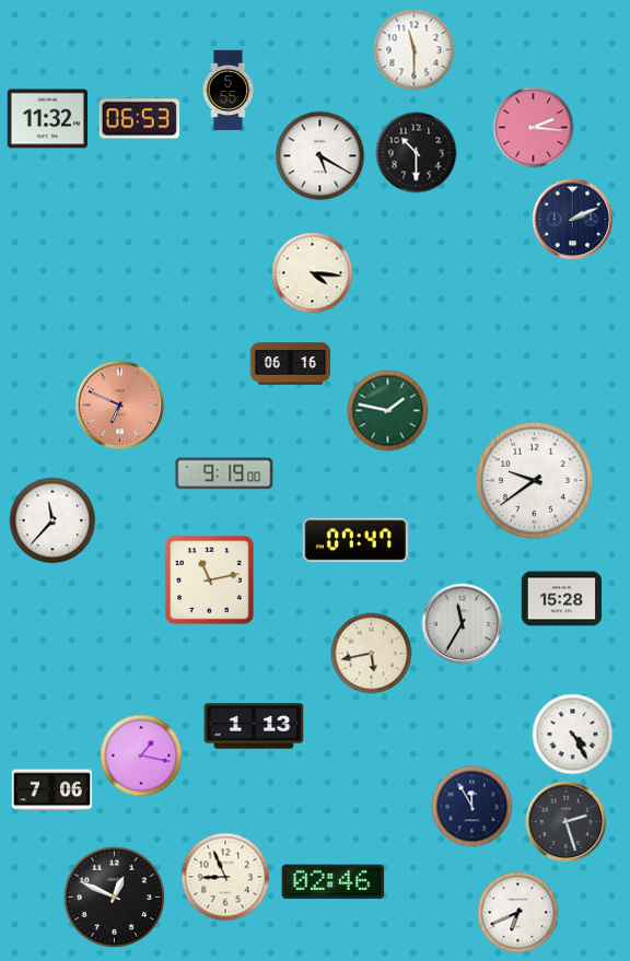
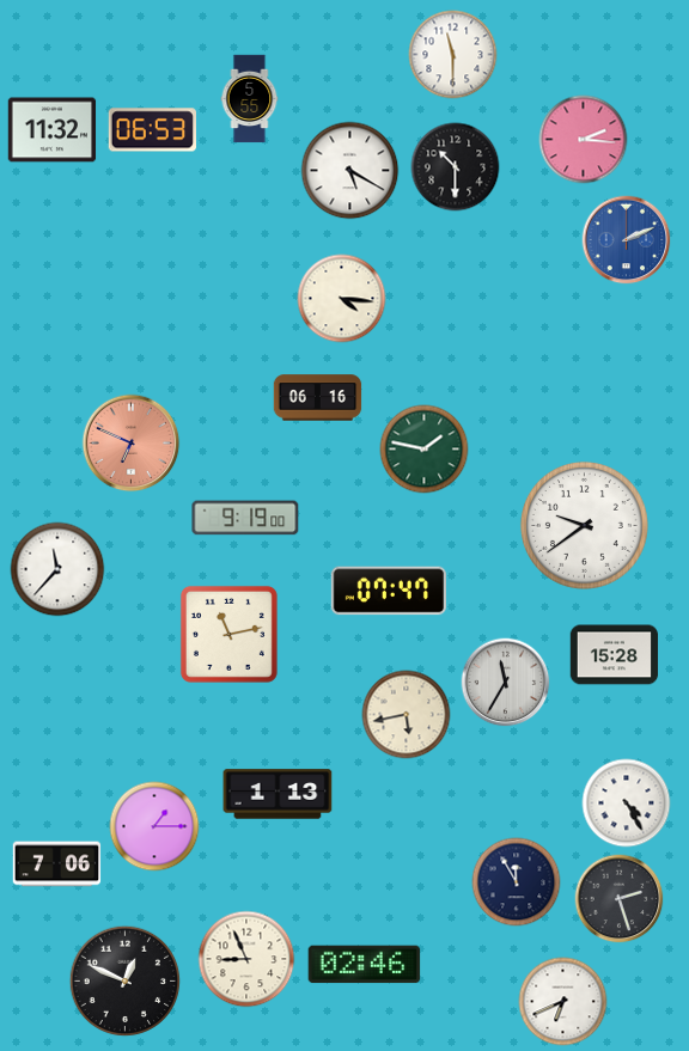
clock at (573, 220) dial: navy -> blue
clock at (141, 755): 1:17 -> 1:15
clock at (518, 913) position: (518, 913) -> (563, 1002)
